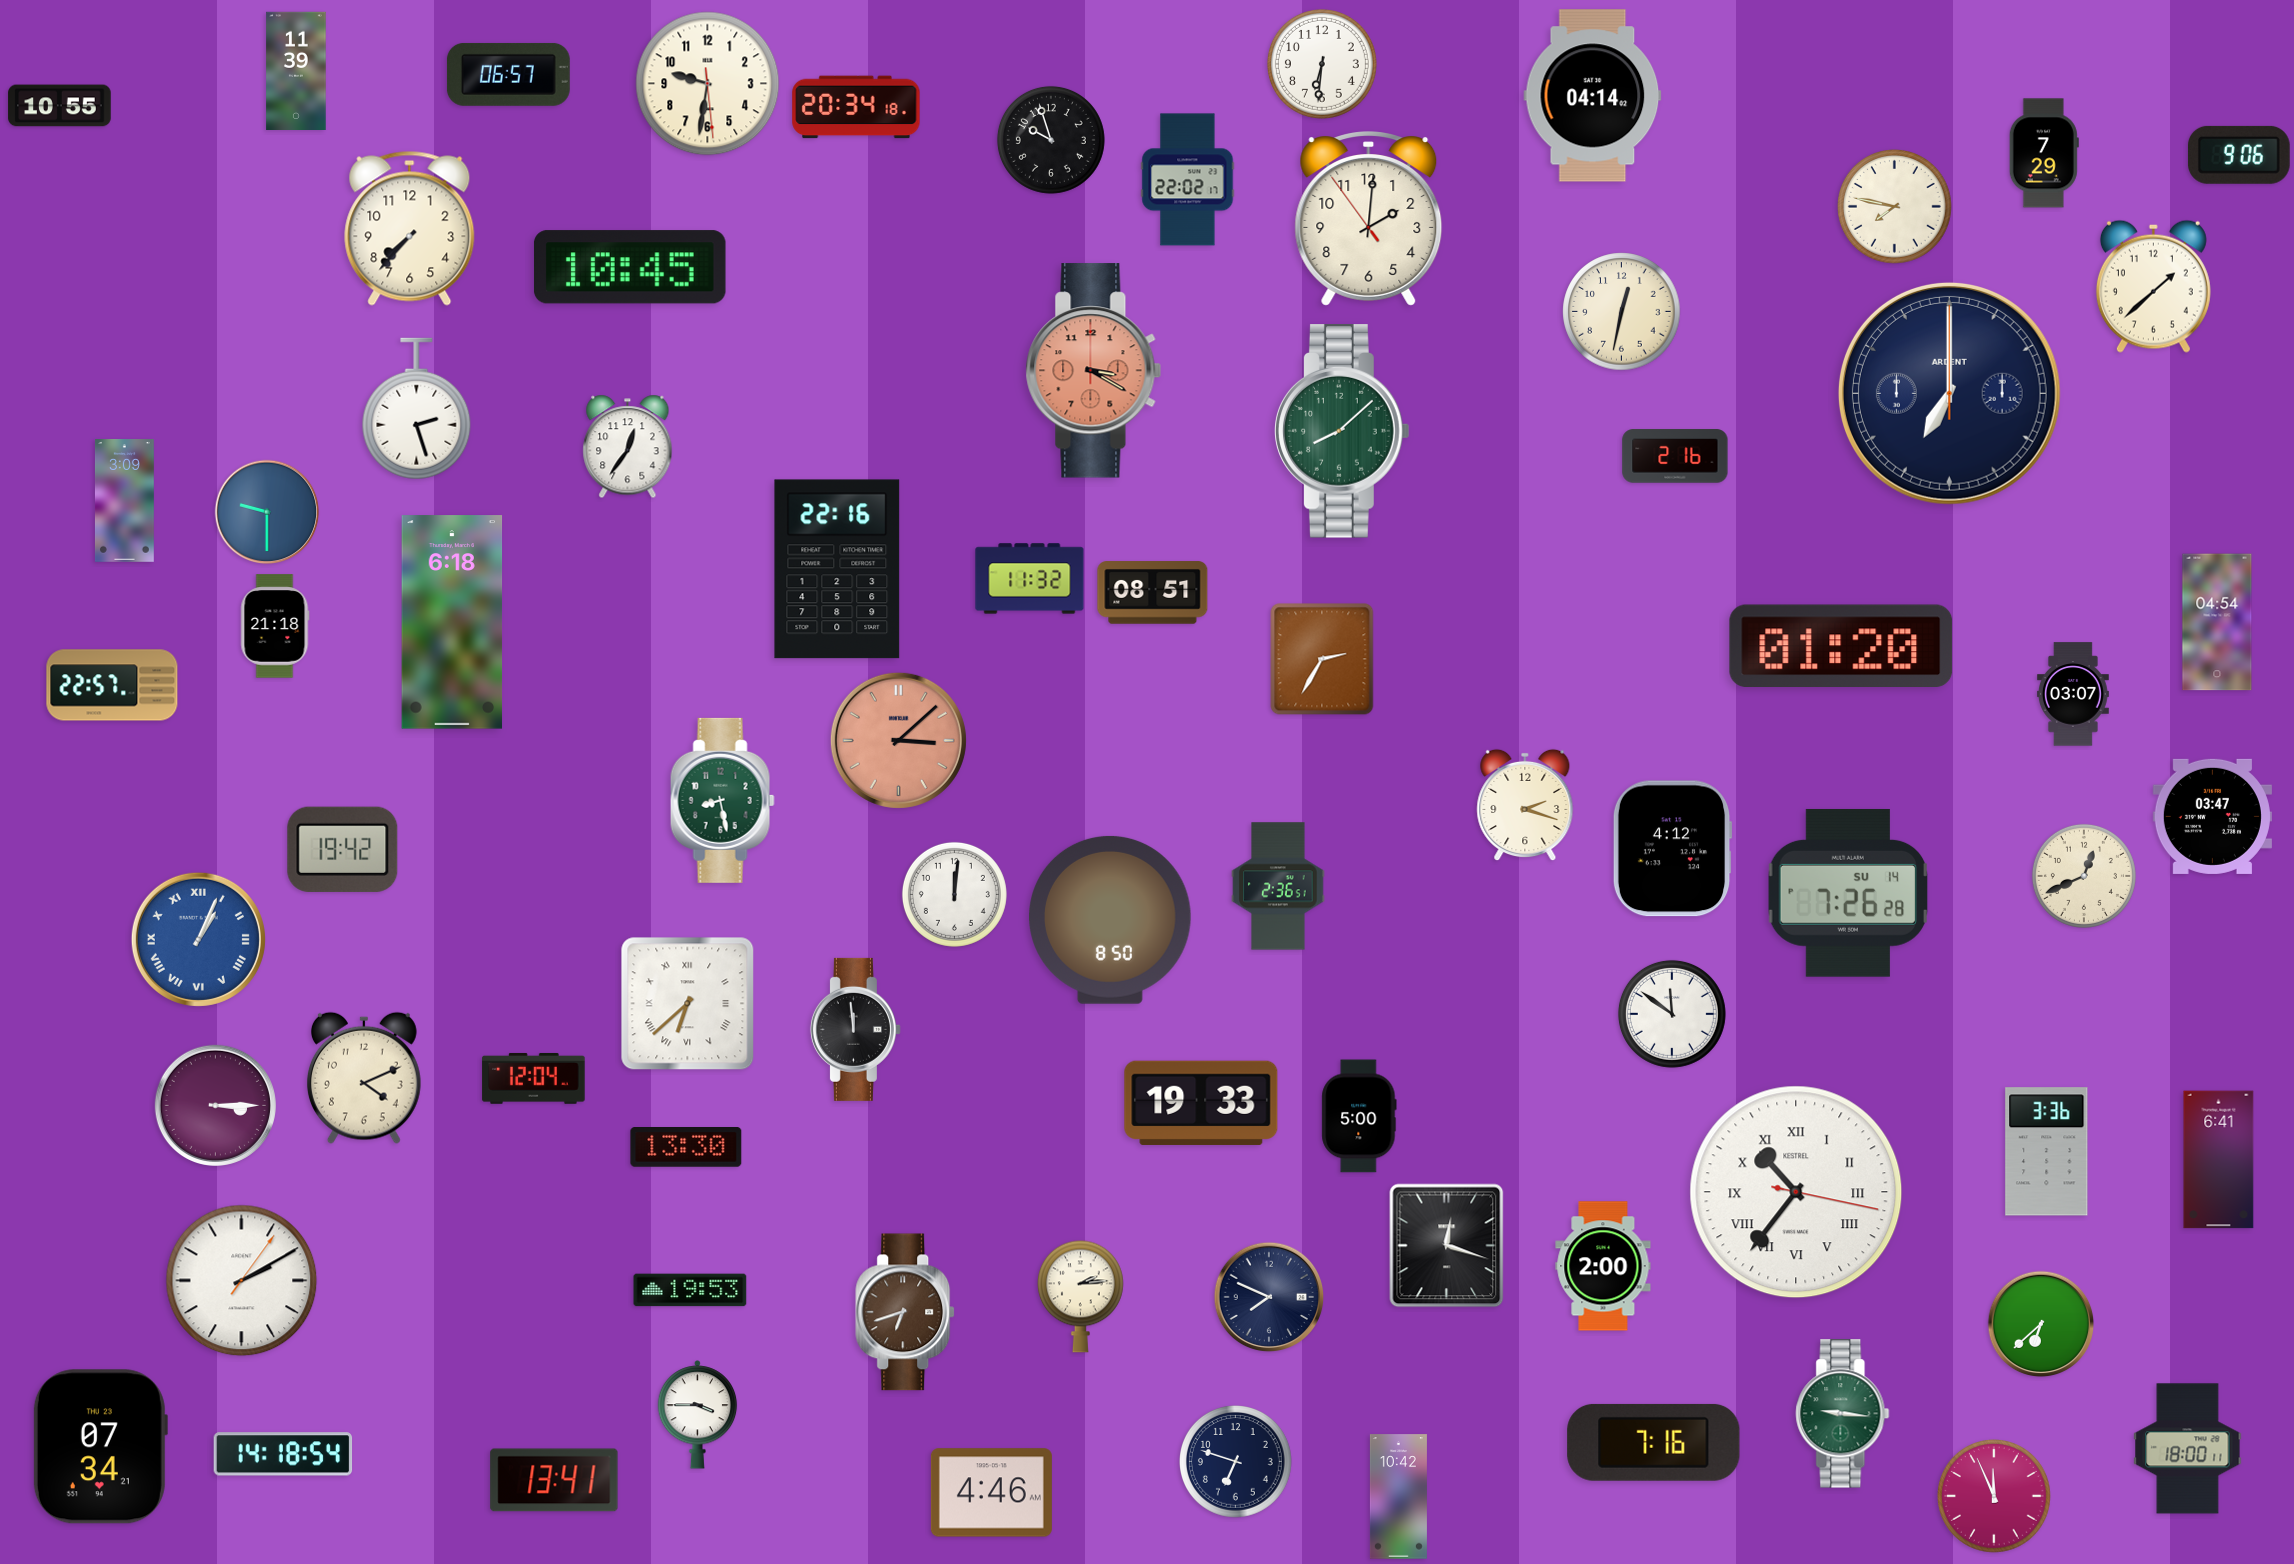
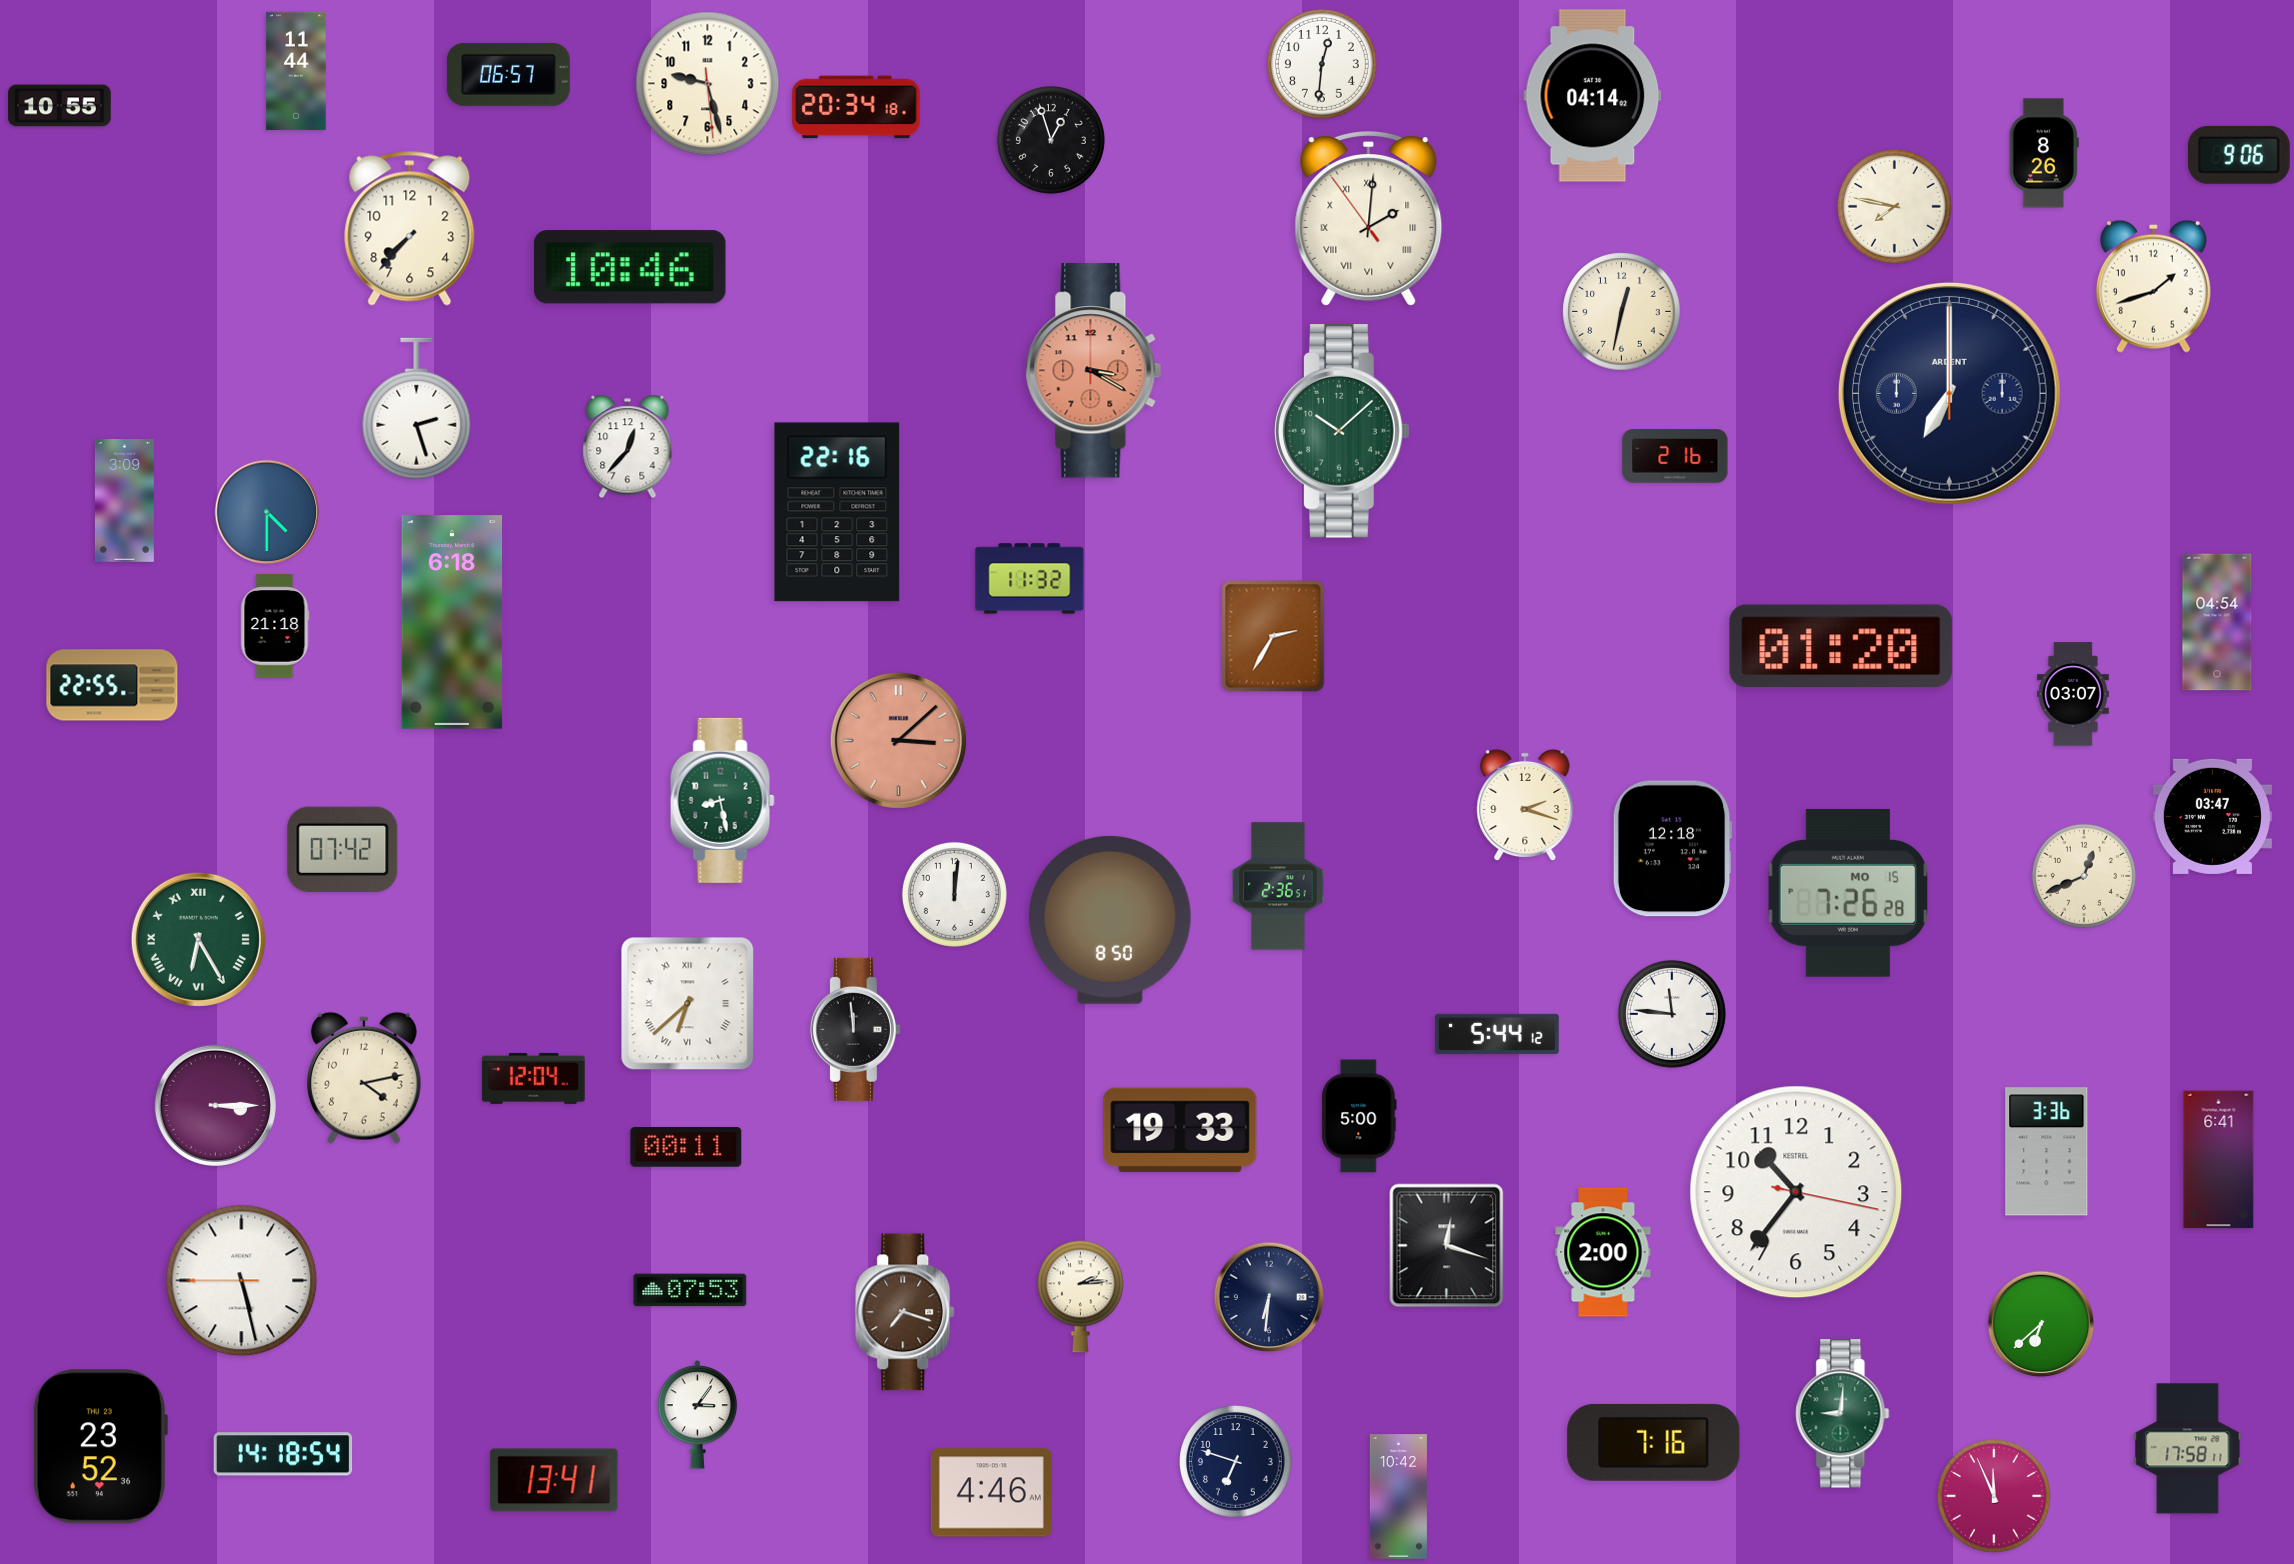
clock at (1322, 64): 6:31 -> 12:31
clock at (296, 70): 11:39 -> 11:44
clock at (708, 84): 9:31 -> 9:27
clock at (1051, 140): 9:57 -> 12:57
clock at (2044, 153): 7:29 -> 8:26
clock at (1188, 180): 22:02 -> none
clock at (1369, 219) numerals: Arabic -> Roman
clock at (630, 267): 10:45 -> 10:46
clock at (2153, 286): 1:38 -> 1:42
clock at (1342, 431): 8:08 -> 10:08
clock at (628, 447): 12:36 -> 12:37
clock at (267, 512): 9:30 -> 4:30
clock at (837, 569) position: (837, 569) -> (837, 512)
clock at (1153, 593): 08:51 -> none
clock at (1322, 659) position: (1322, 659) -> (1273, 636)
clock at (112, 685): 22:57 -> 22:55
clock at (343, 849): 19:42 -> 07:42
clock at (1672, 849): 4:12 -> 12:18
clock at (1848, 893) date: SU 14 -> MO 15
clock at (198, 939): 1:04 -> 6:25
clock at (198, 939) dial: blue -> green
clock at (1672, 1014): 11:51 -> 11:46
clock at (1497, 1034): none -> 5:44
clock at (364, 1078): 4:11 -> 4:13
clock at (1201, 1103) position: (1201, 1103) -> (1180, 1130)
clock at (686, 1148): 13:30 -> 00:11
clock at (1796, 1192) numerals: Roman -> Arabic
clock at (1603, 1266) position: (1603, 1266) -> (1603, 1252)
clock at (242, 1281): 2:10 -> 5:27
clock at (690, 1290): 19:53 -> 07:53
clock at (1269, 1297): 7:49 -> 6:31
clock at (906, 1312): 6:42 -> 7:18
clock at (1843, 1414): 9:16 -> 9:01
clock at (698, 1415): 3:45 -> 3:06
clock at (100, 1447): 07:34 -> 23:52
clock at (2188, 1449): 18:00 -> 17:58
